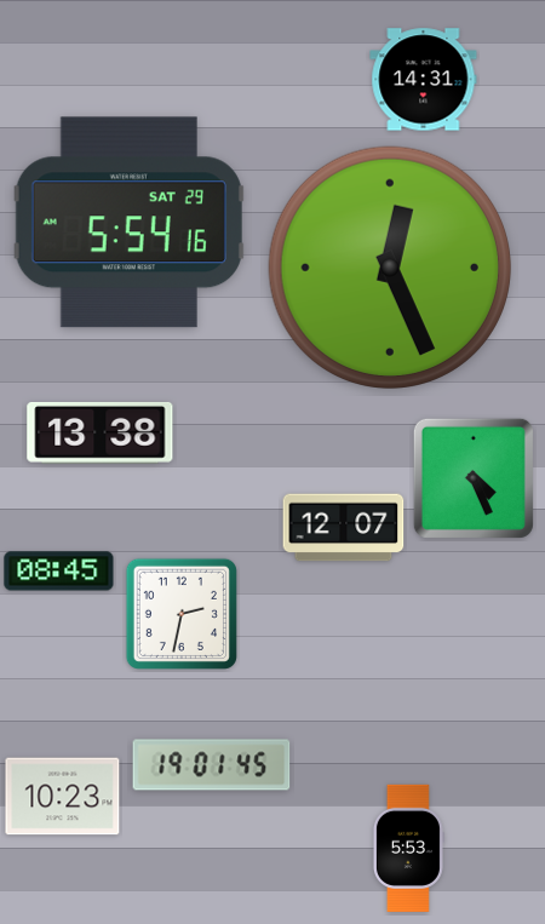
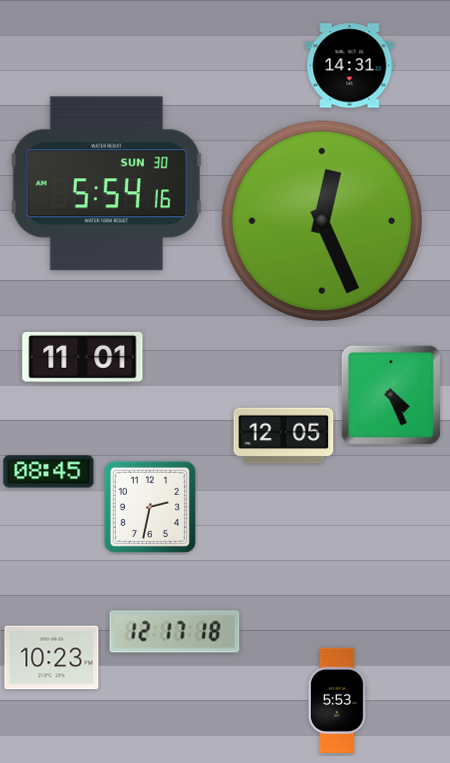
clock at (128, 223) date: SAT 29 -> SUN 30
clock at (101, 432): 13:38 -> 11:01
clock at (344, 528): 12:07 -> 12:05
clock at (212, 765): 19:01 -> 12:17
